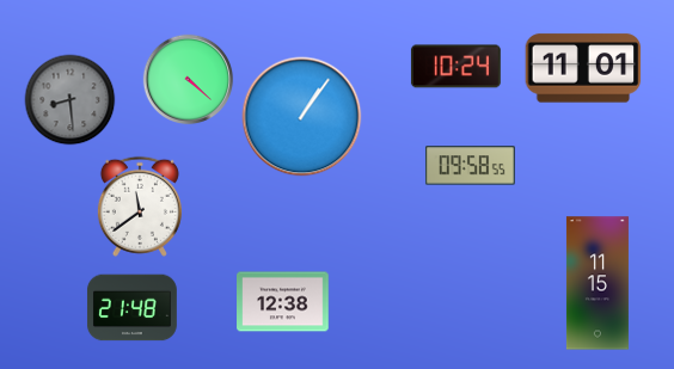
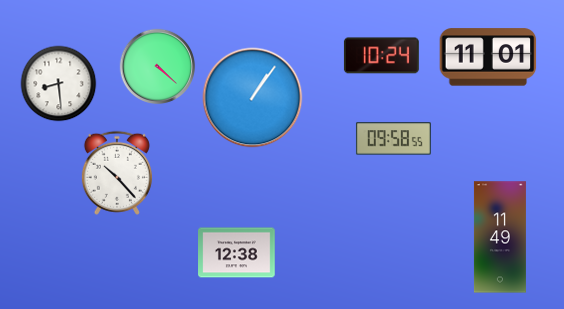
clock at (71, 100) dial: grey -> white
clock at (140, 207): 11:39 -> 10:23
clock at (598, 283): 11:15 -> 11:49
clock at (133, 308): 21:48 -> none
